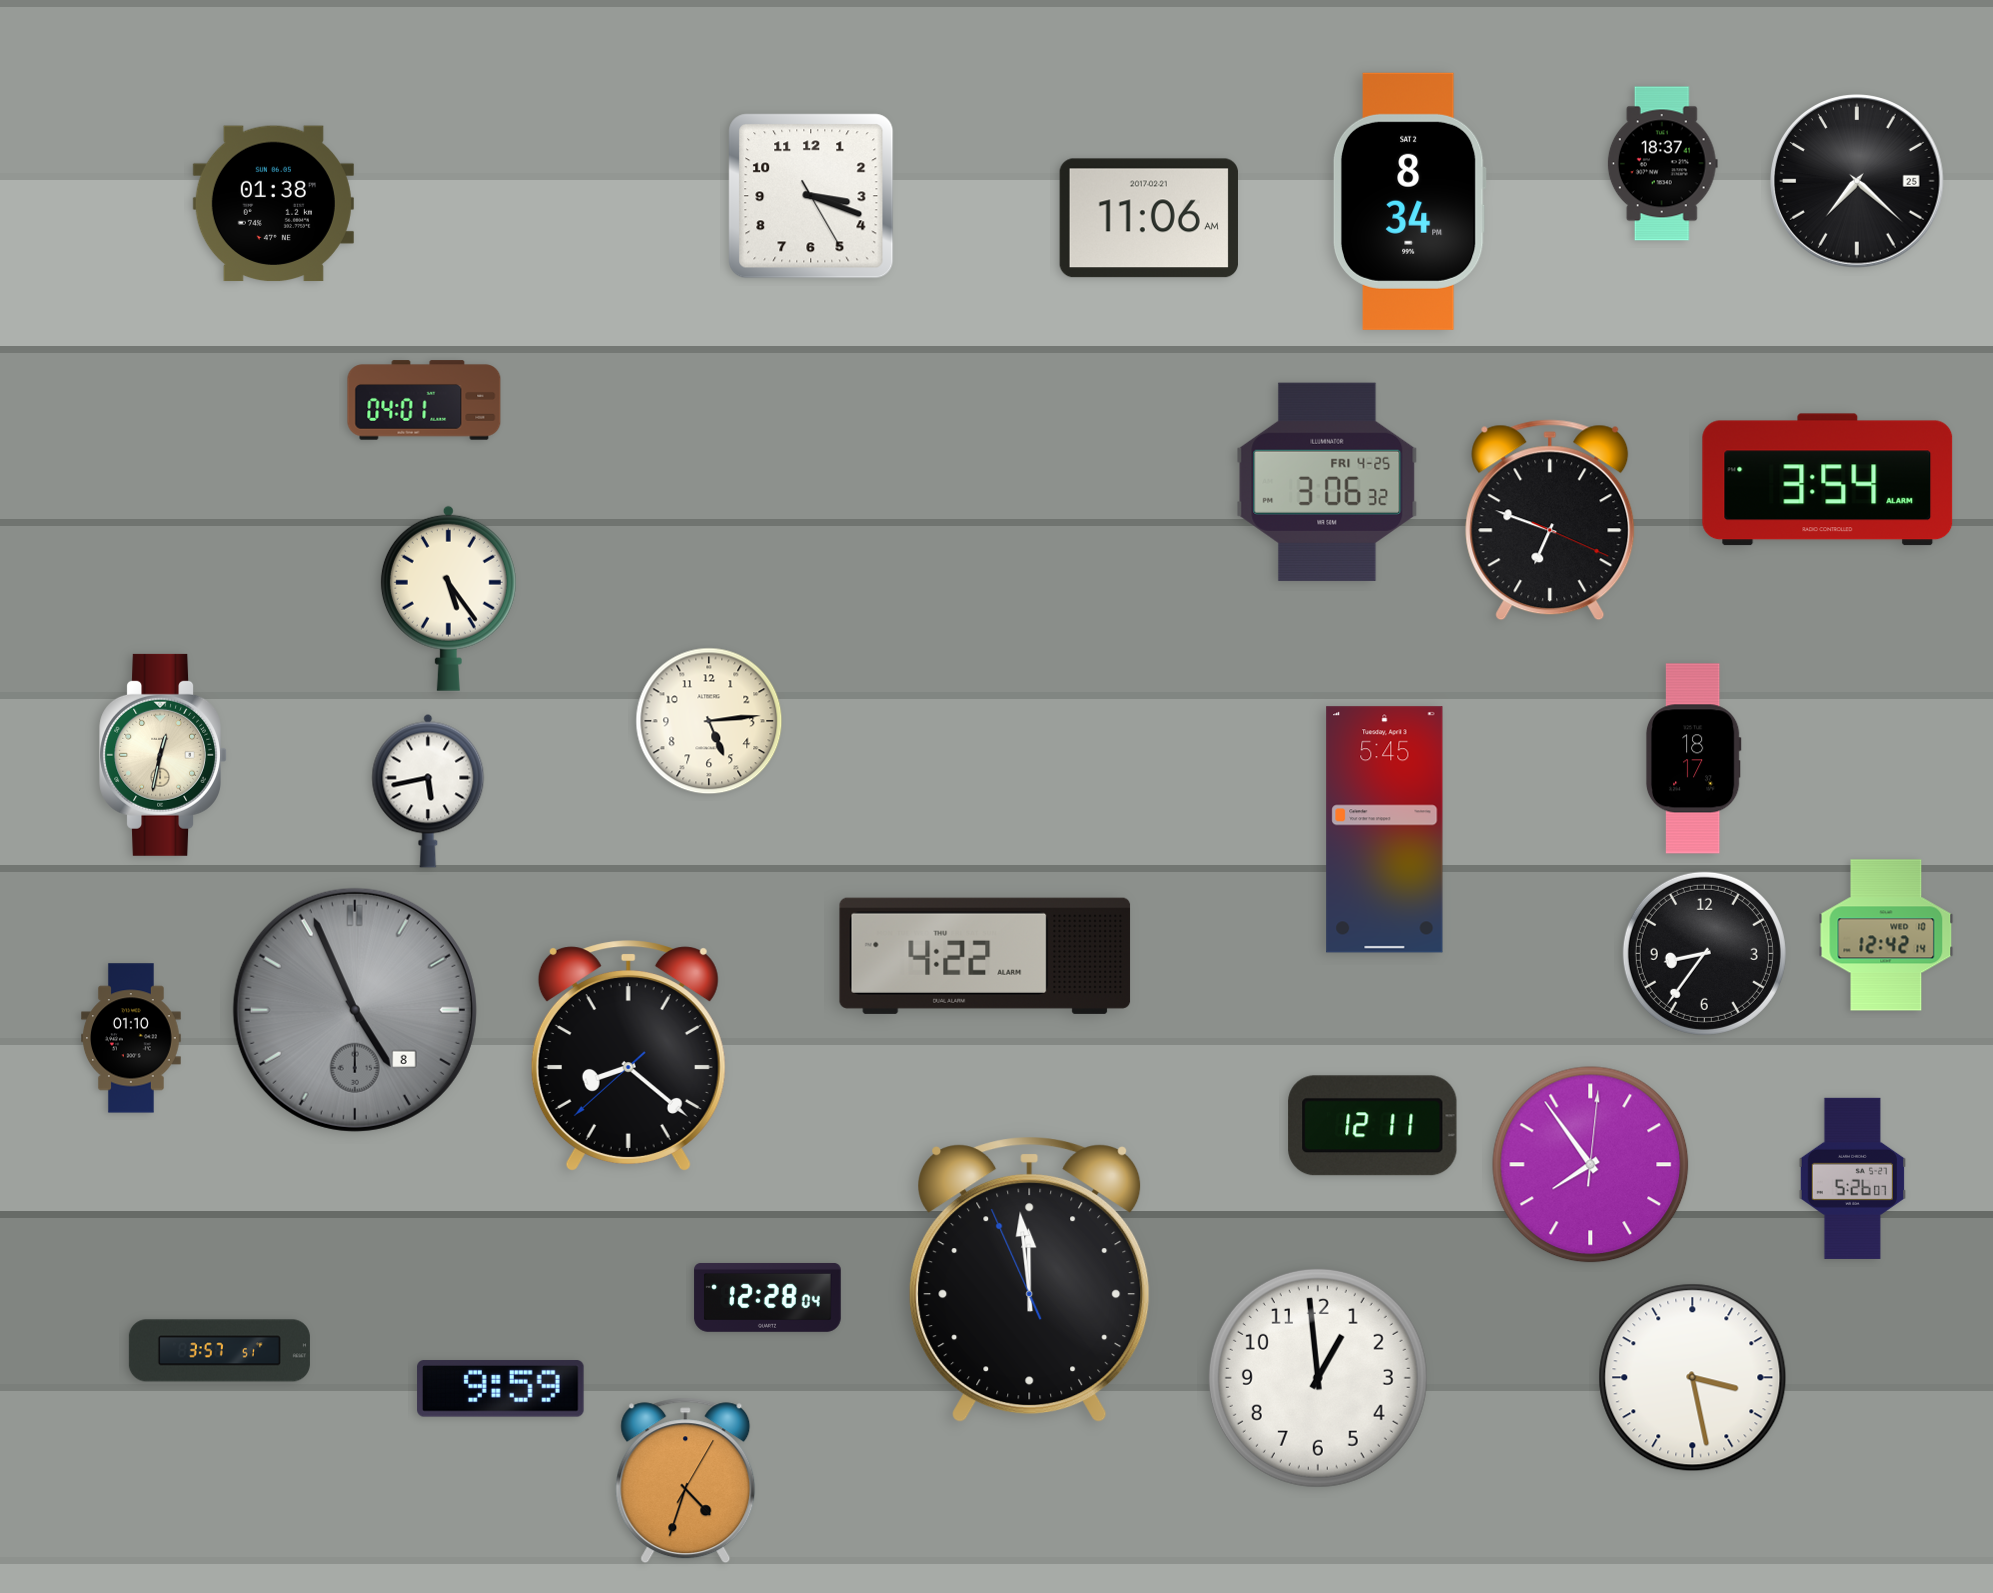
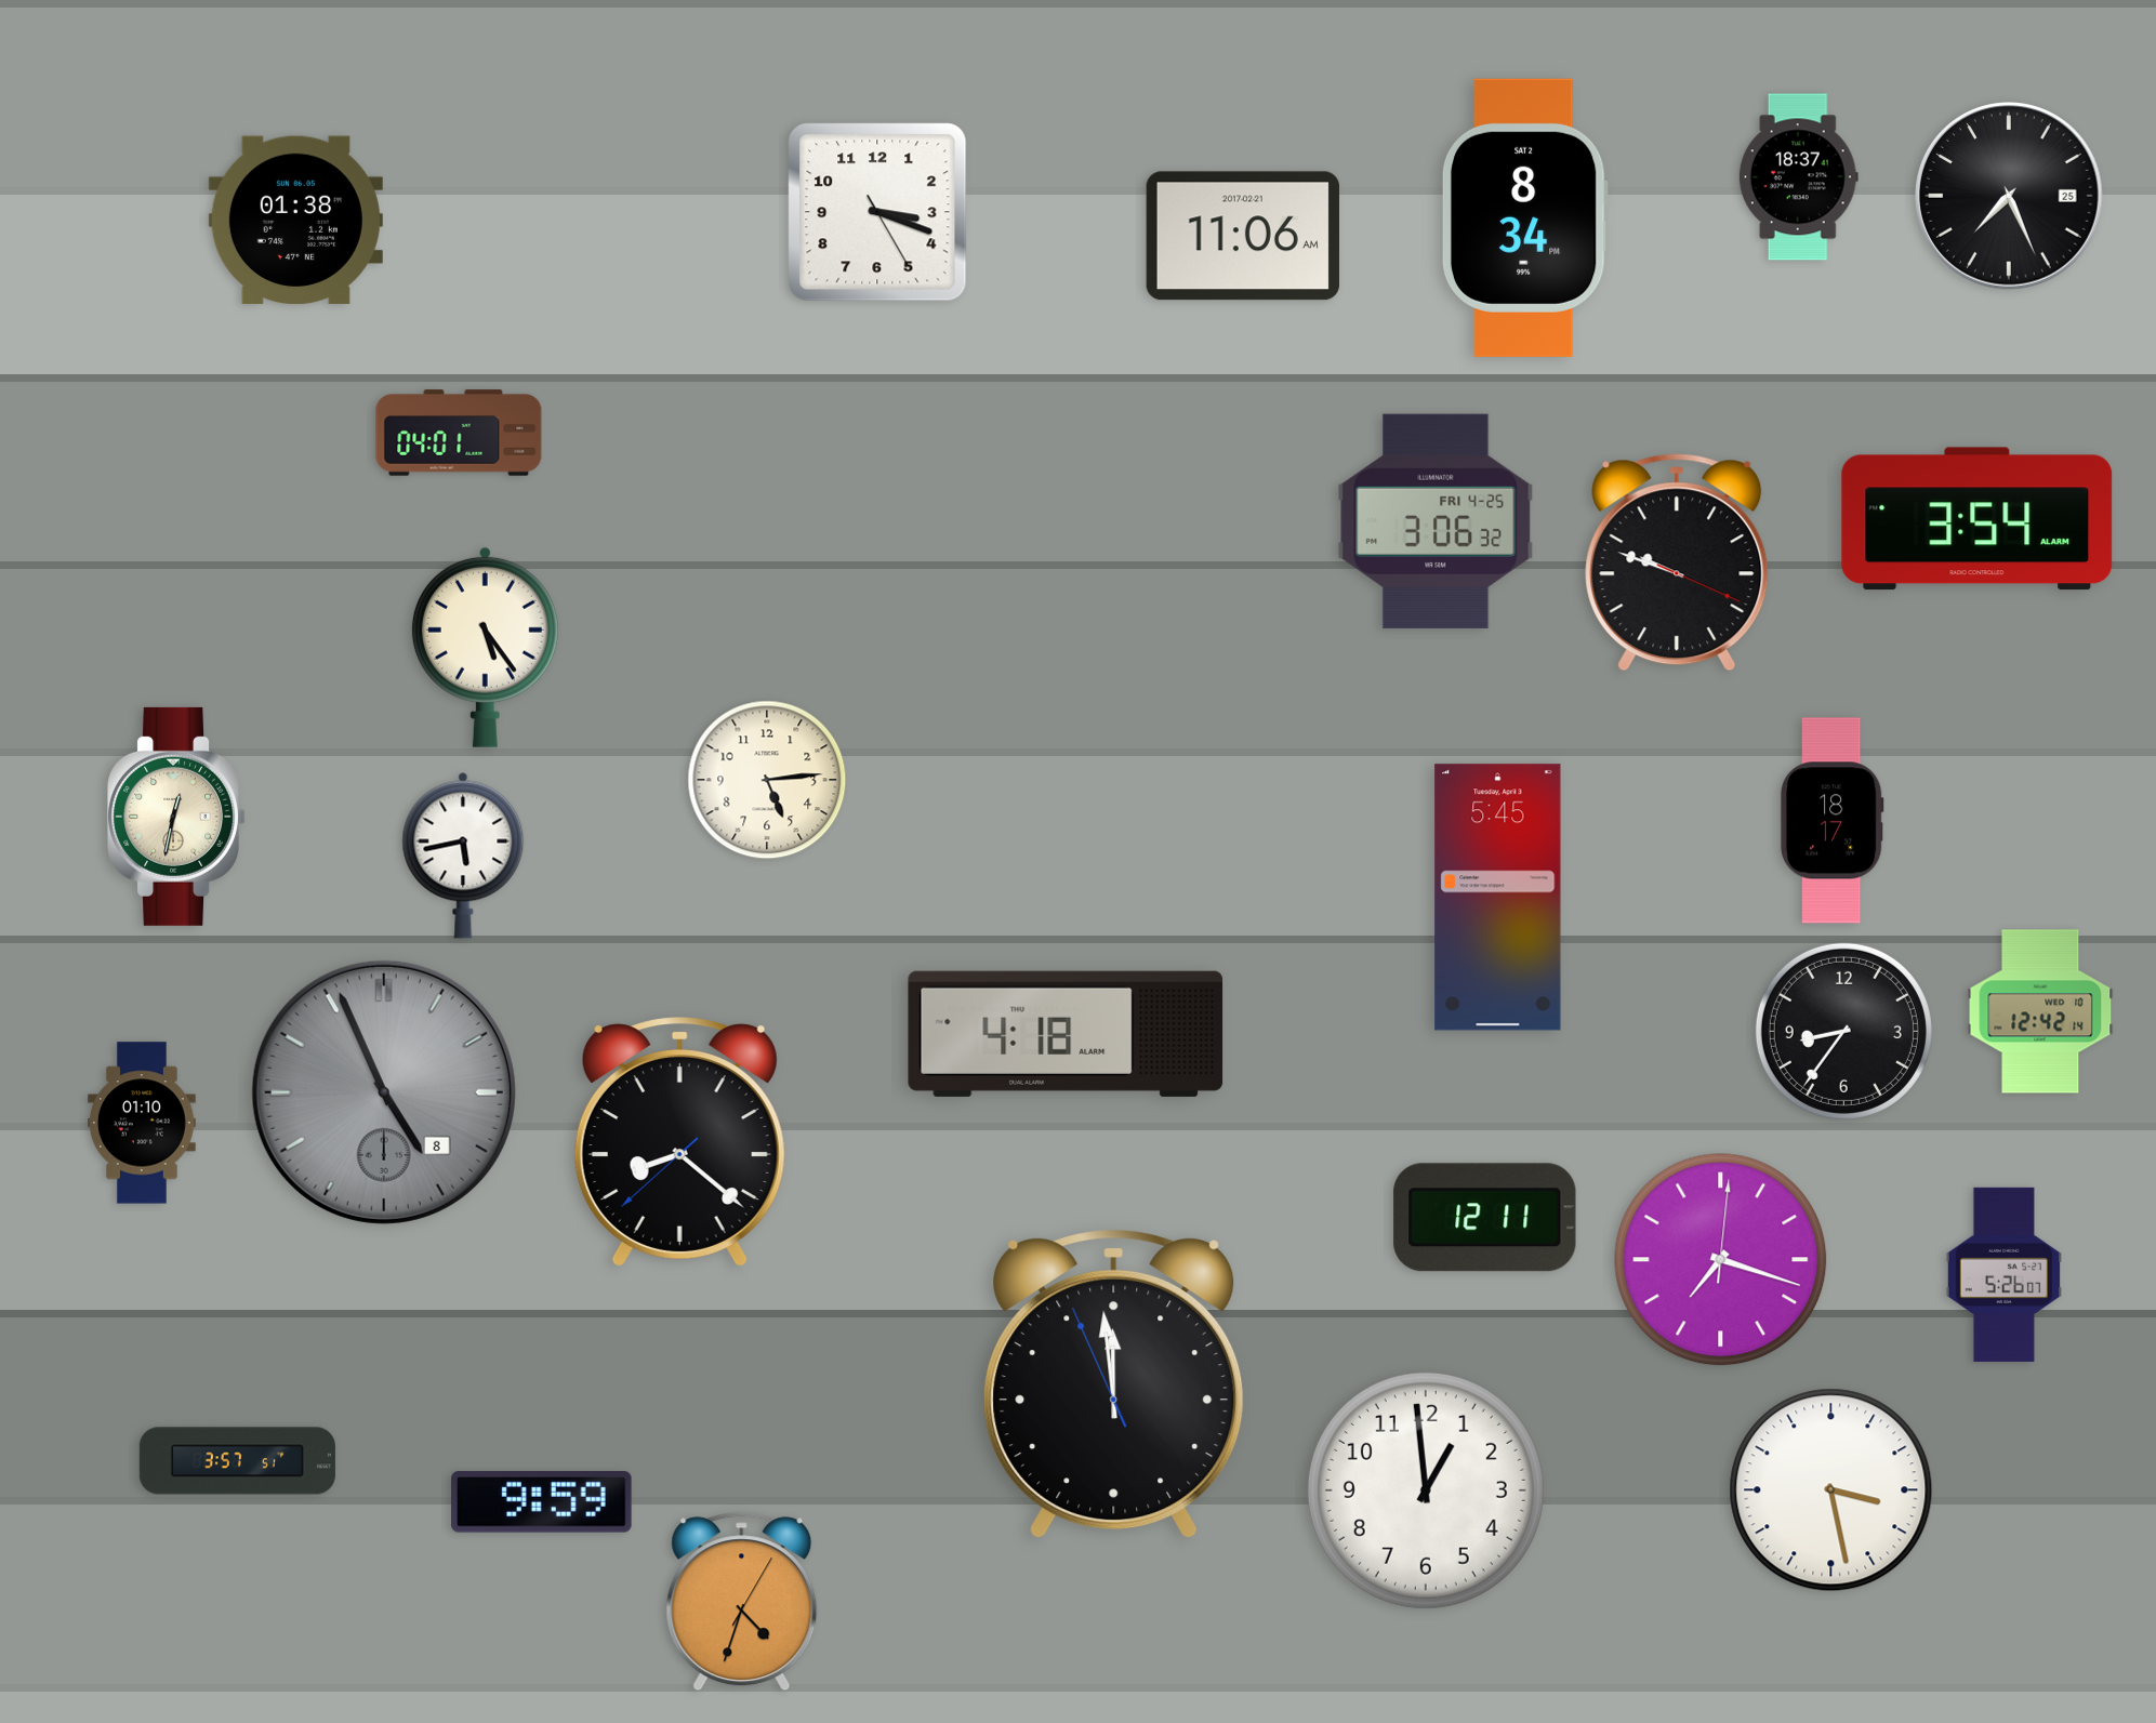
clock at (1857, 181): 7:22 -> 7:26
clock at (1550, 520): 6:48 -> 9:48
clock at (985, 956): 4:22 -> 4:18
clock at (1591, 1165): 7:54 -> 7:18
clock at (768, 1297): 12:28 -> none
